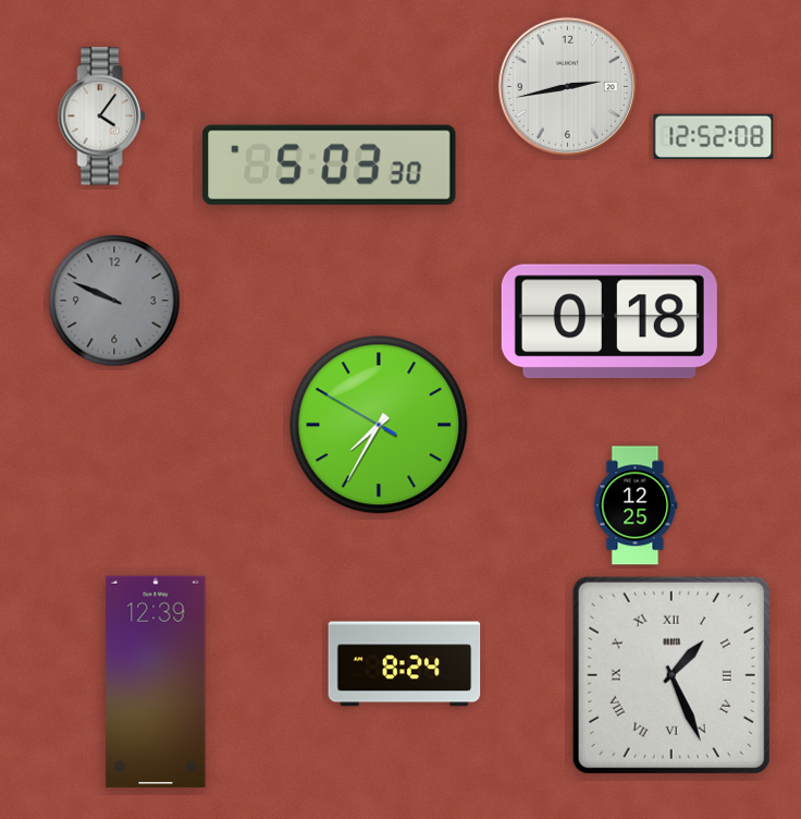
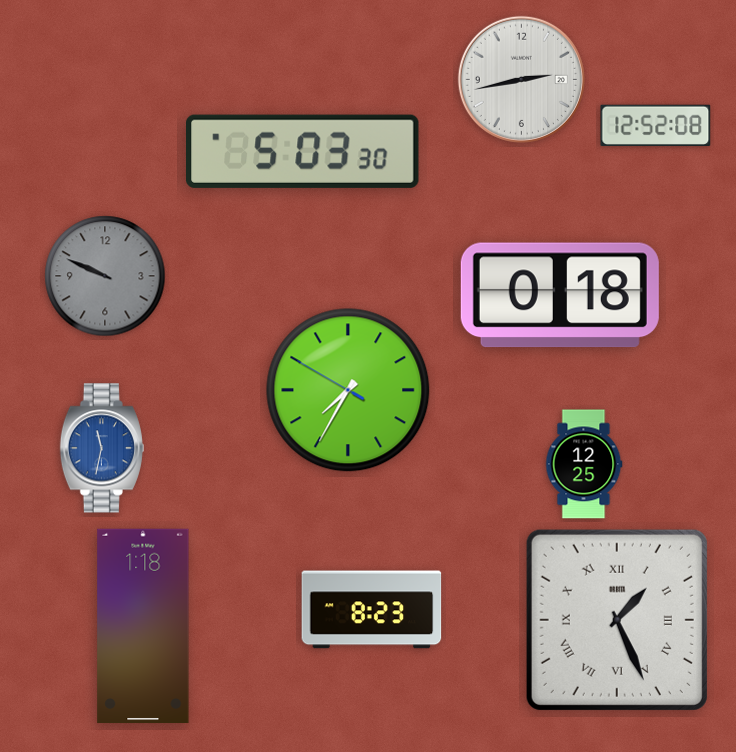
clock at (102, 117): 4:06 -> none
clock at (102, 448): none -> 11:32
clock at (405, 664): 8:24 -> 8:23
clock at (156, 682): 12:39 -> 1:18
